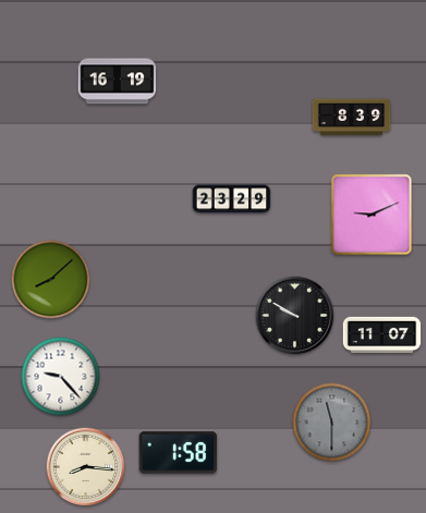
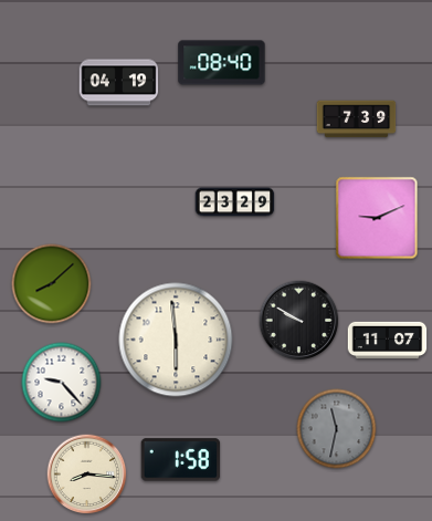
clock at (222, 63): none -> 08:40
clock at (118, 82): 16:19 -> 04:19
clock at (352, 118): 8:39 -> 7:39
clock at (176, 340): none -> 5:59
clock at (332, 423): 11:30 -> 11:32
